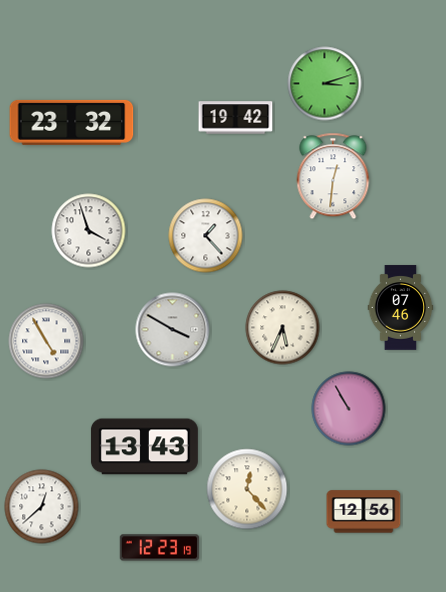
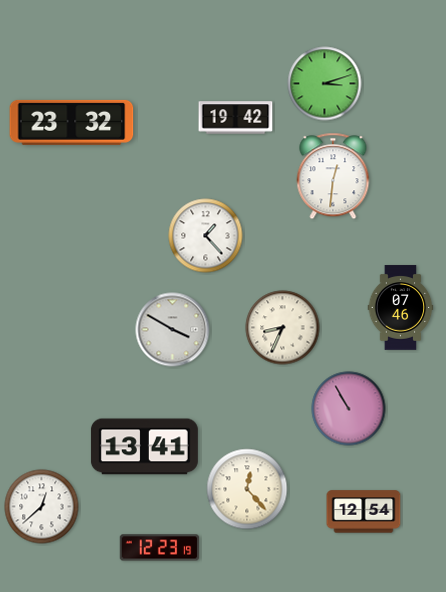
clock at (89, 231): 3:57 -> none
clock at (283, 328): 5:34 -> 8:34
clock at (46, 341): 4:55 -> none
clock at (144, 447): 13:43 -> 13:41
clock at (364, 512): 12:56 -> 12:54
